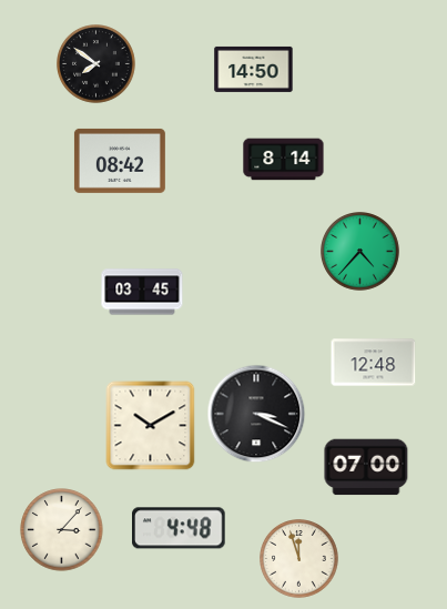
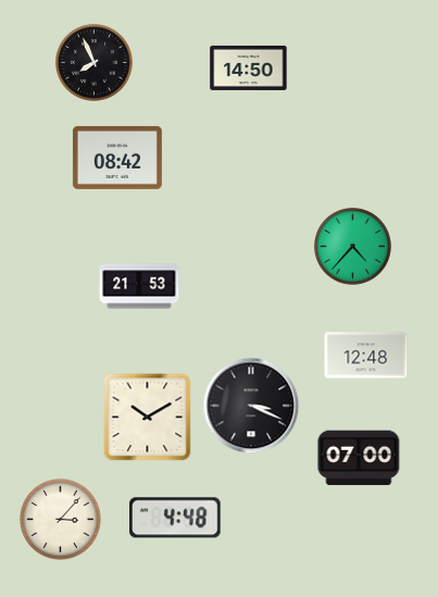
clock at (96, 64): 7:51 -> 7:56
clock at (284, 160): 8:14 -> none
clock at (142, 292): 03:45 -> 21:53
clock at (299, 559): 11:57 -> none
